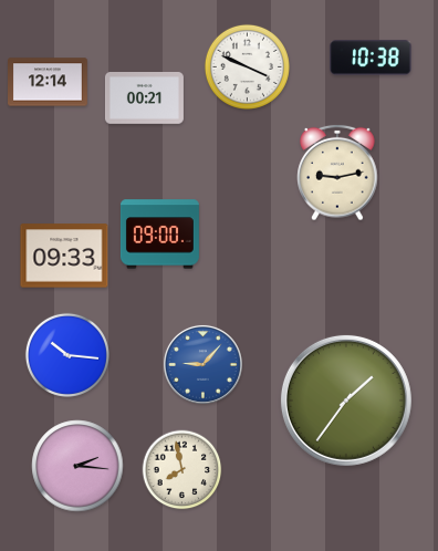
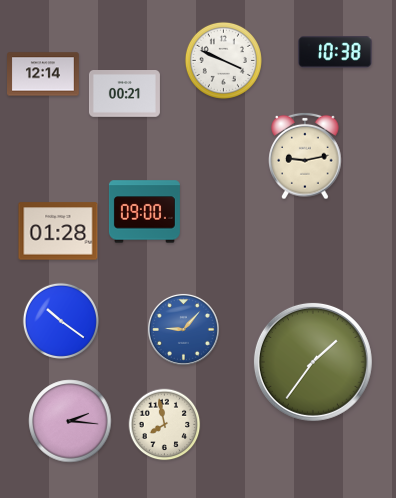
clock at (144, 98) position: (144, 98) -> (124, 94)
clock at (64, 256): 09:33 -> 01:28
clock at (67, 355): 10:16 -> 10:21
